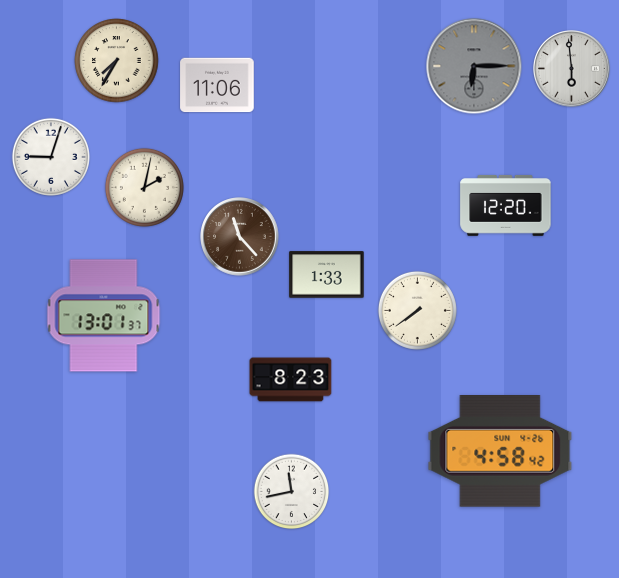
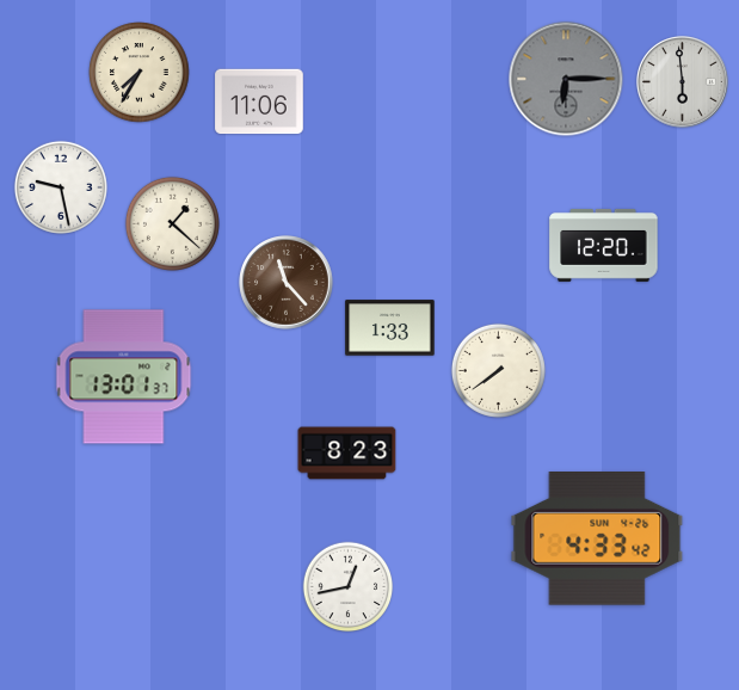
clock at (51, 157): 9:03 -> 9:28
clock at (144, 187): 2:02 -> 1:22
clock at (500, 452): 4:58 -> 4:33
clock at (292, 492): 11:43 -> 12:43
